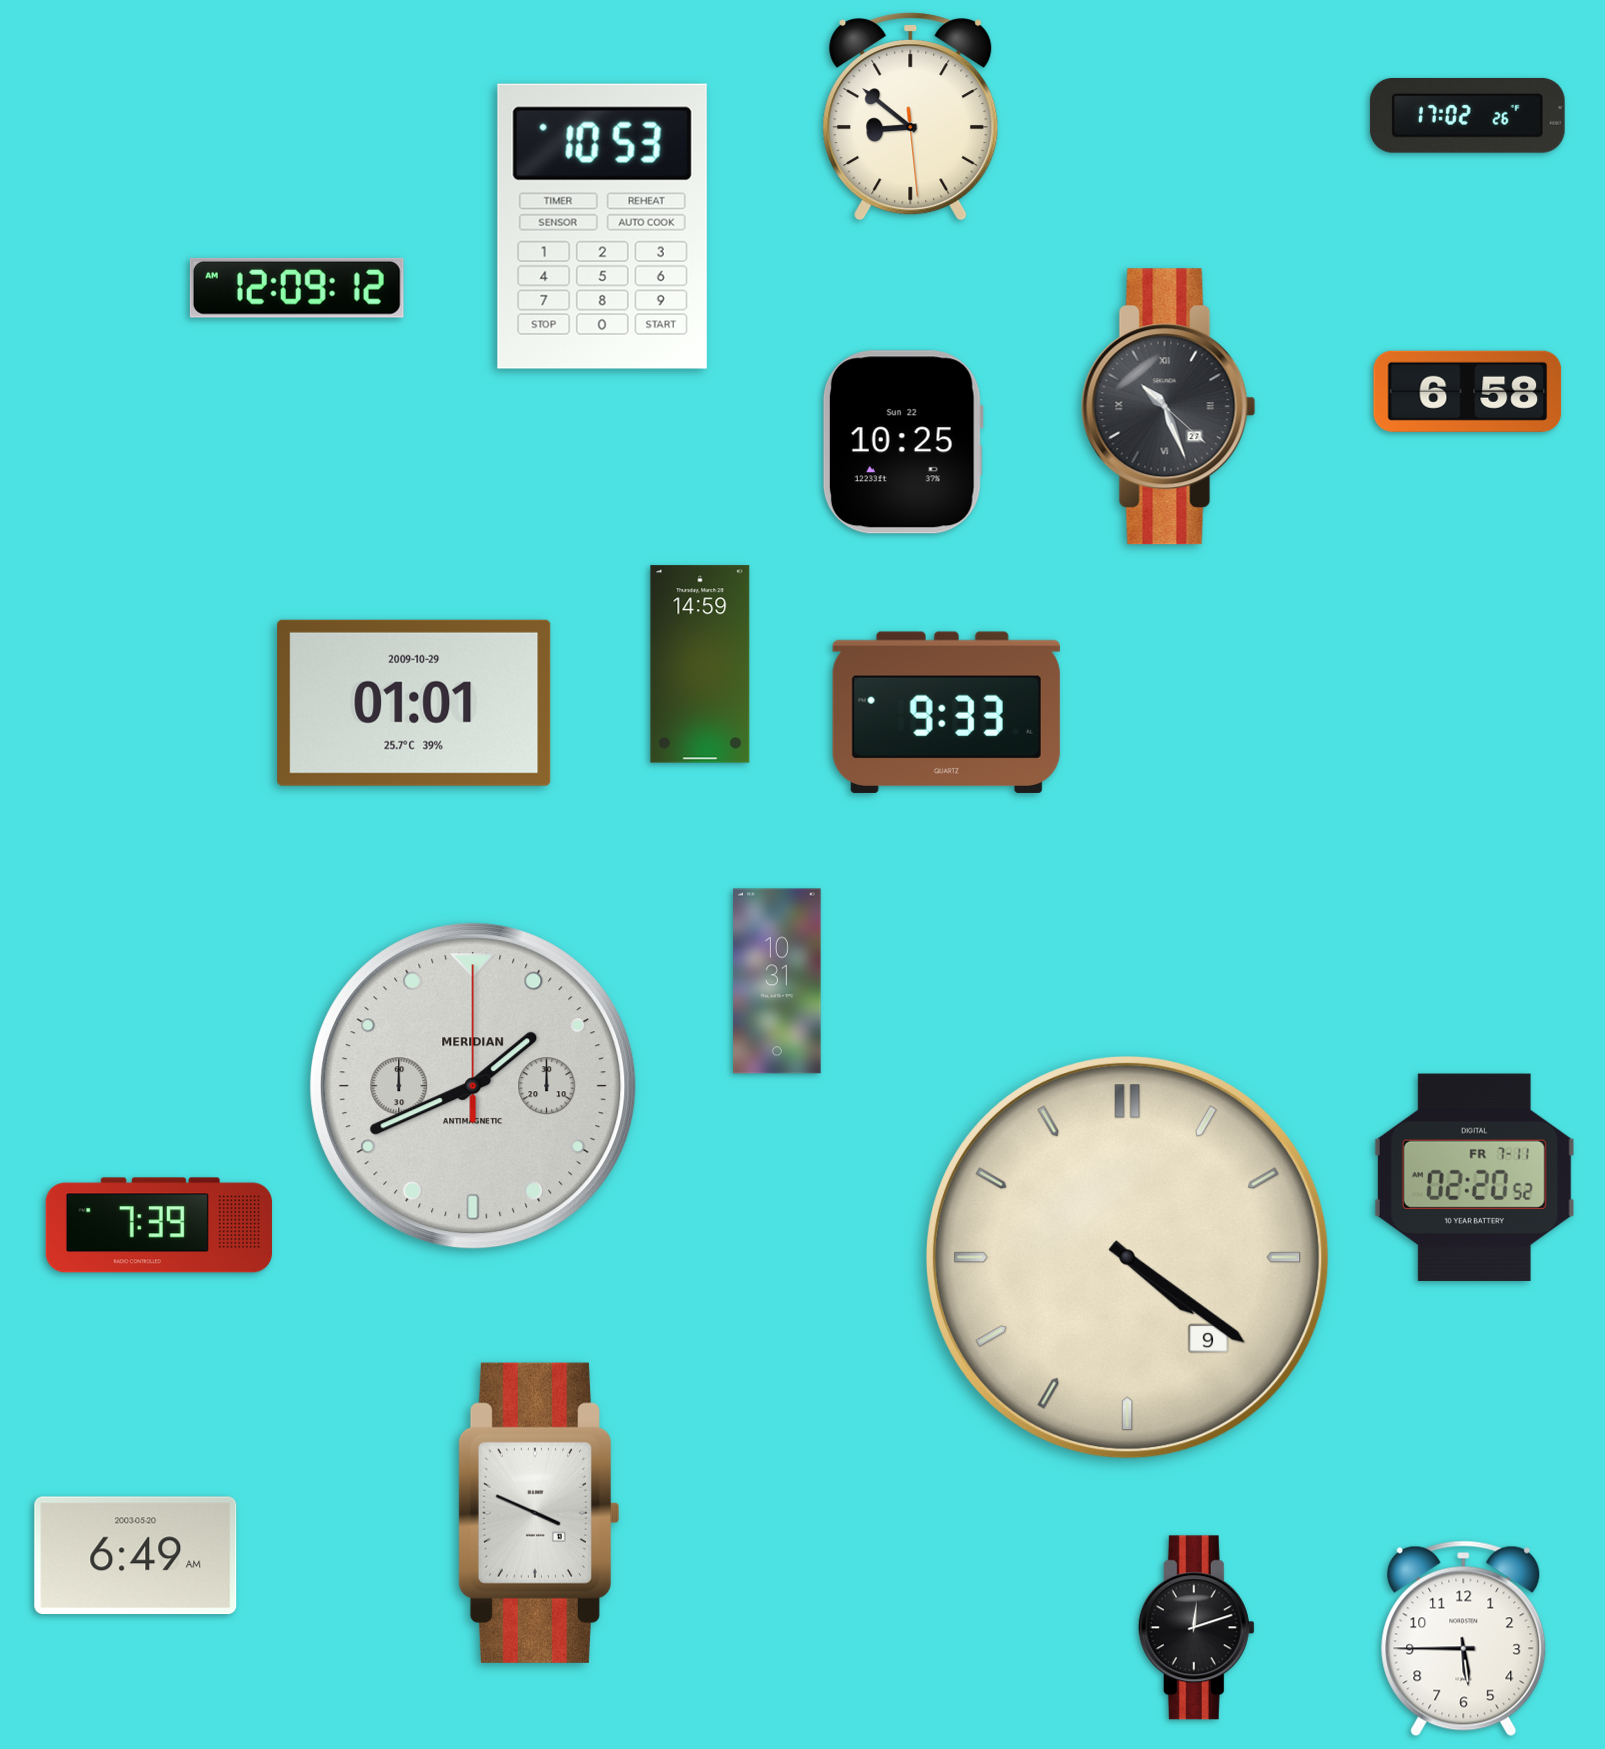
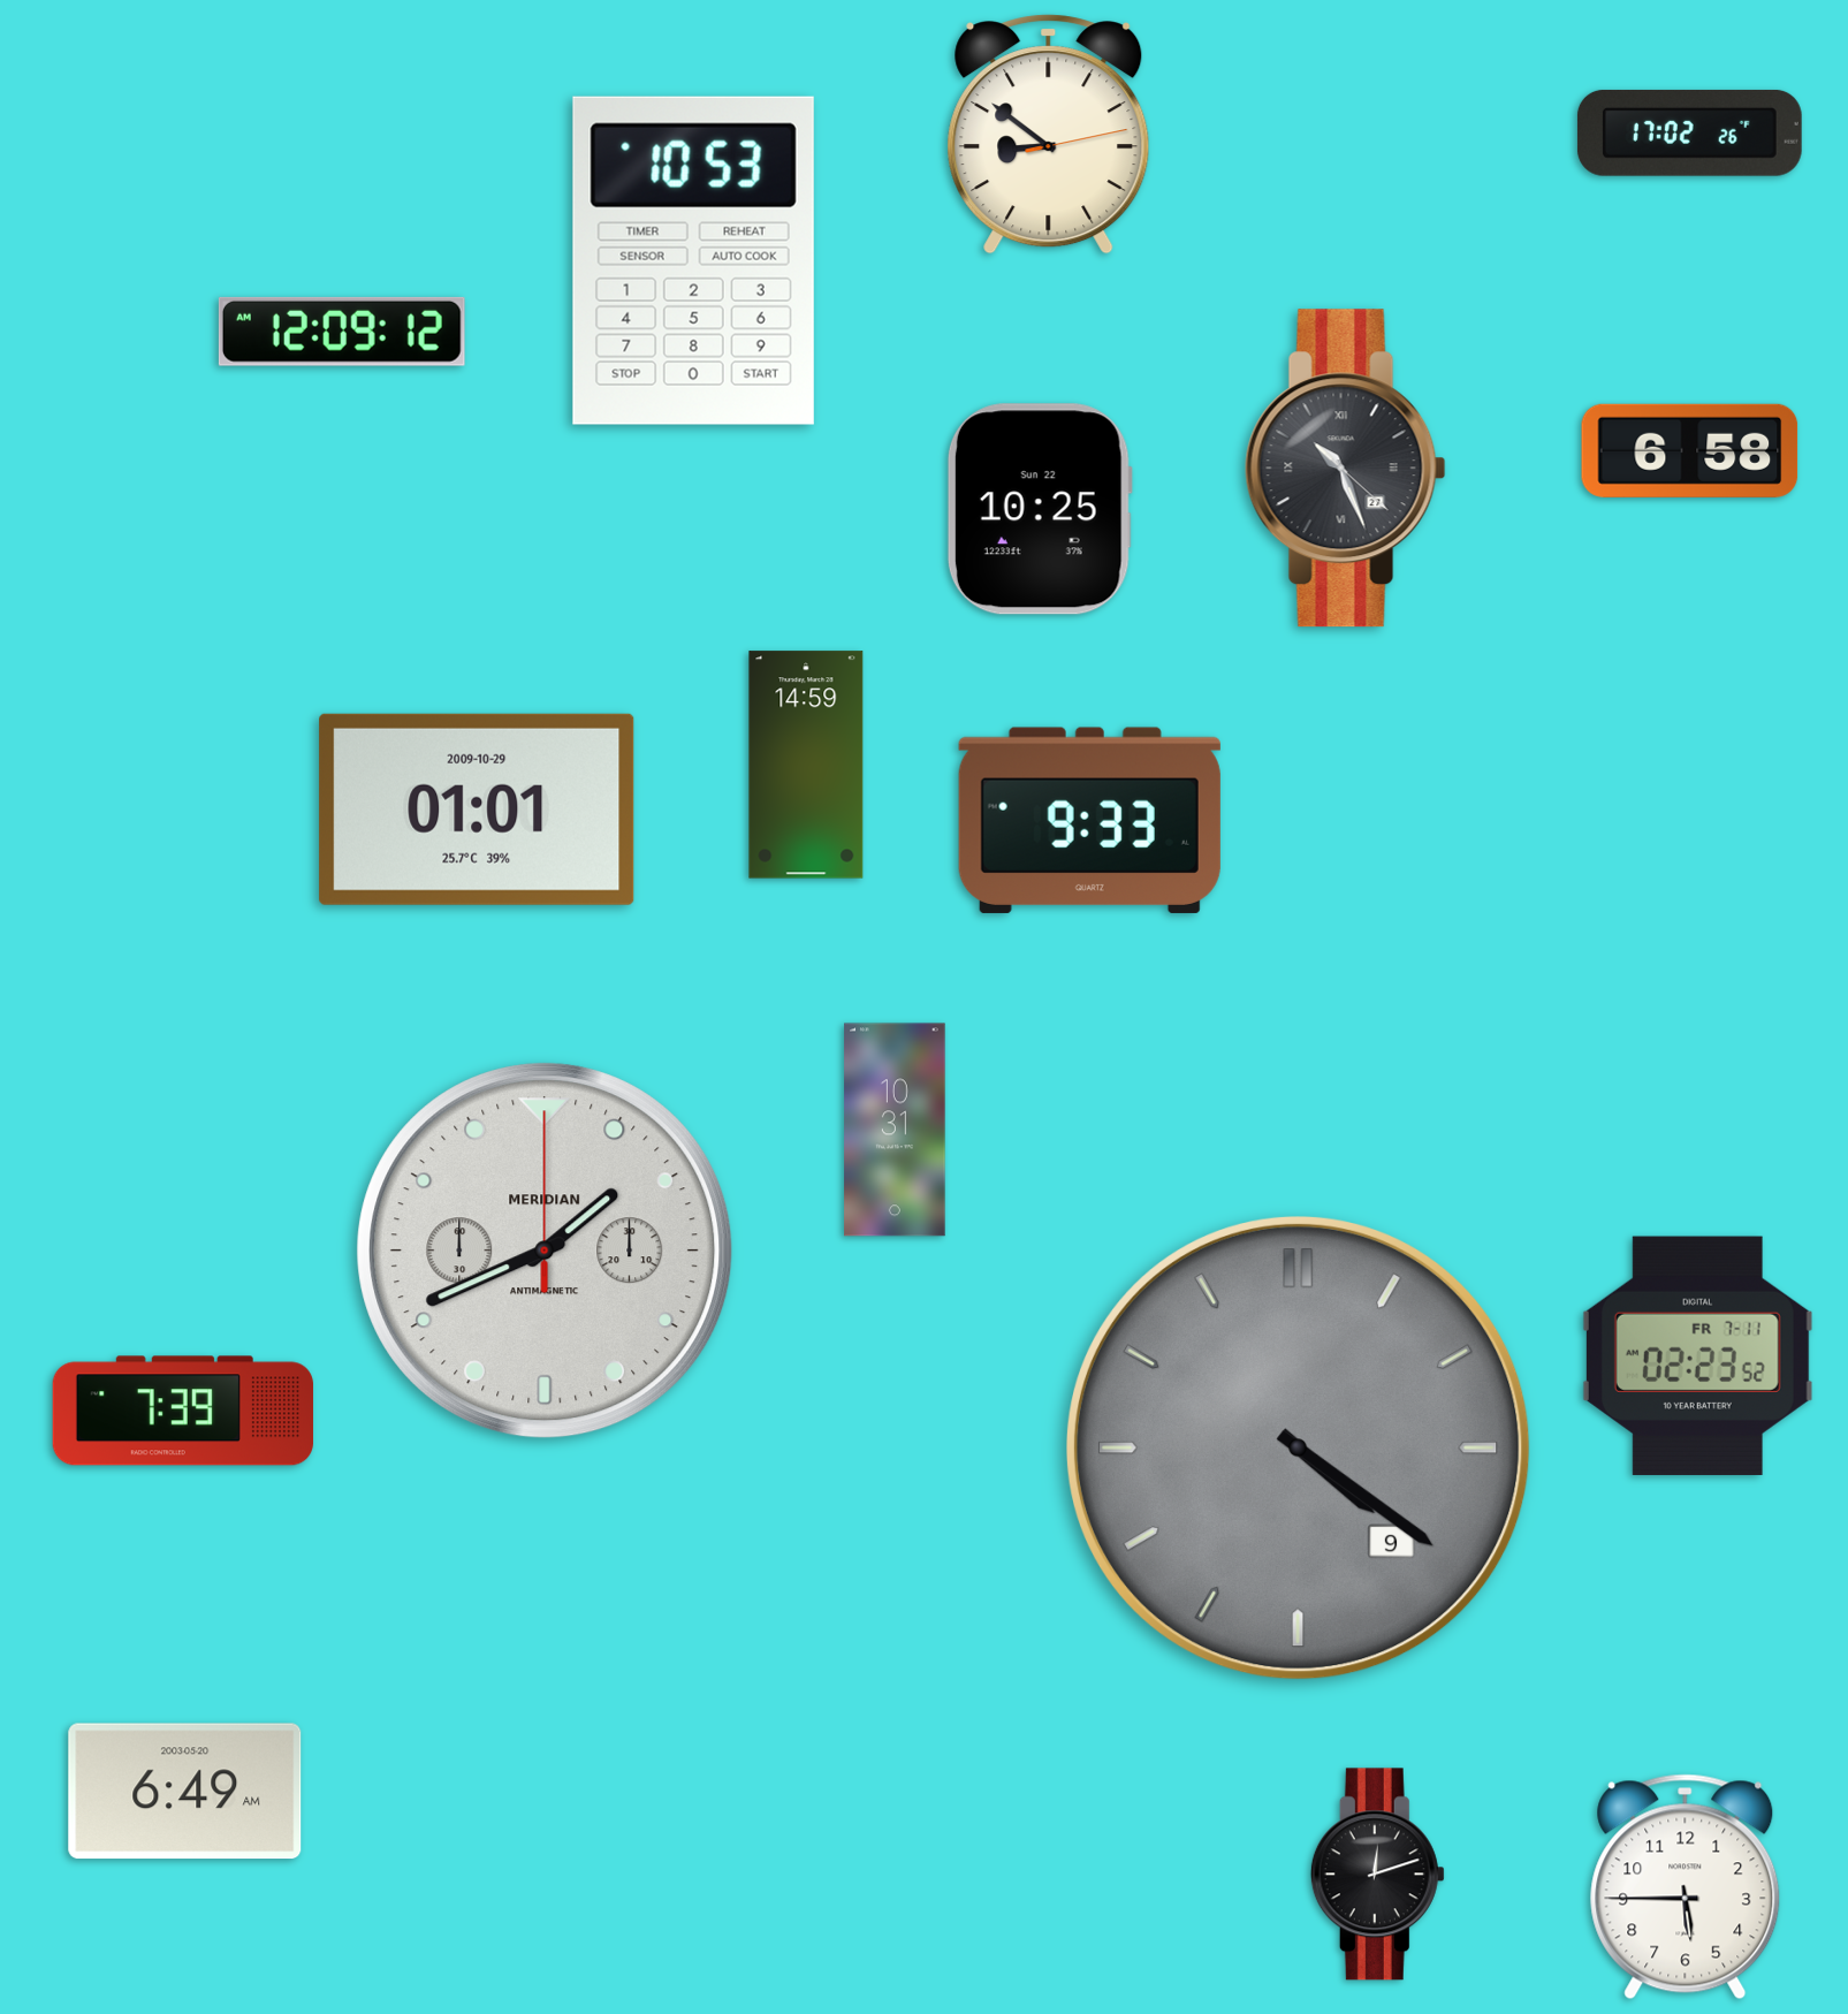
clock at (911, 117): 8:51:29 -> 8:51:13
clock at (1474, 1177): 02:20 -> 02:23
clock at (1128, 1258) dial: cream -> grey
clock at (538, 1513): 3:49 -> none
clock at (136, 1556) position: (136, 1556) -> (185, 1792)
